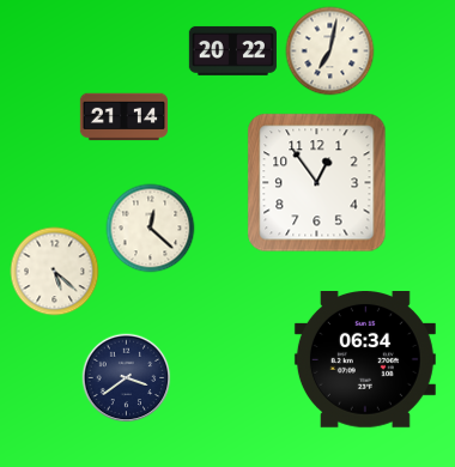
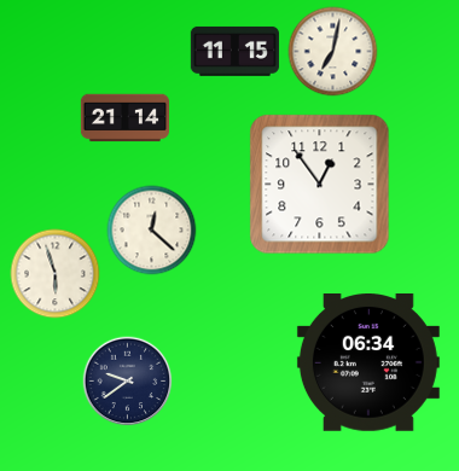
clock at (232, 50): 20:22 -> 11:15
clock at (55, 272): 5:22 -> 5:57
clock at (127, 378): 3:39 -> 9:39
